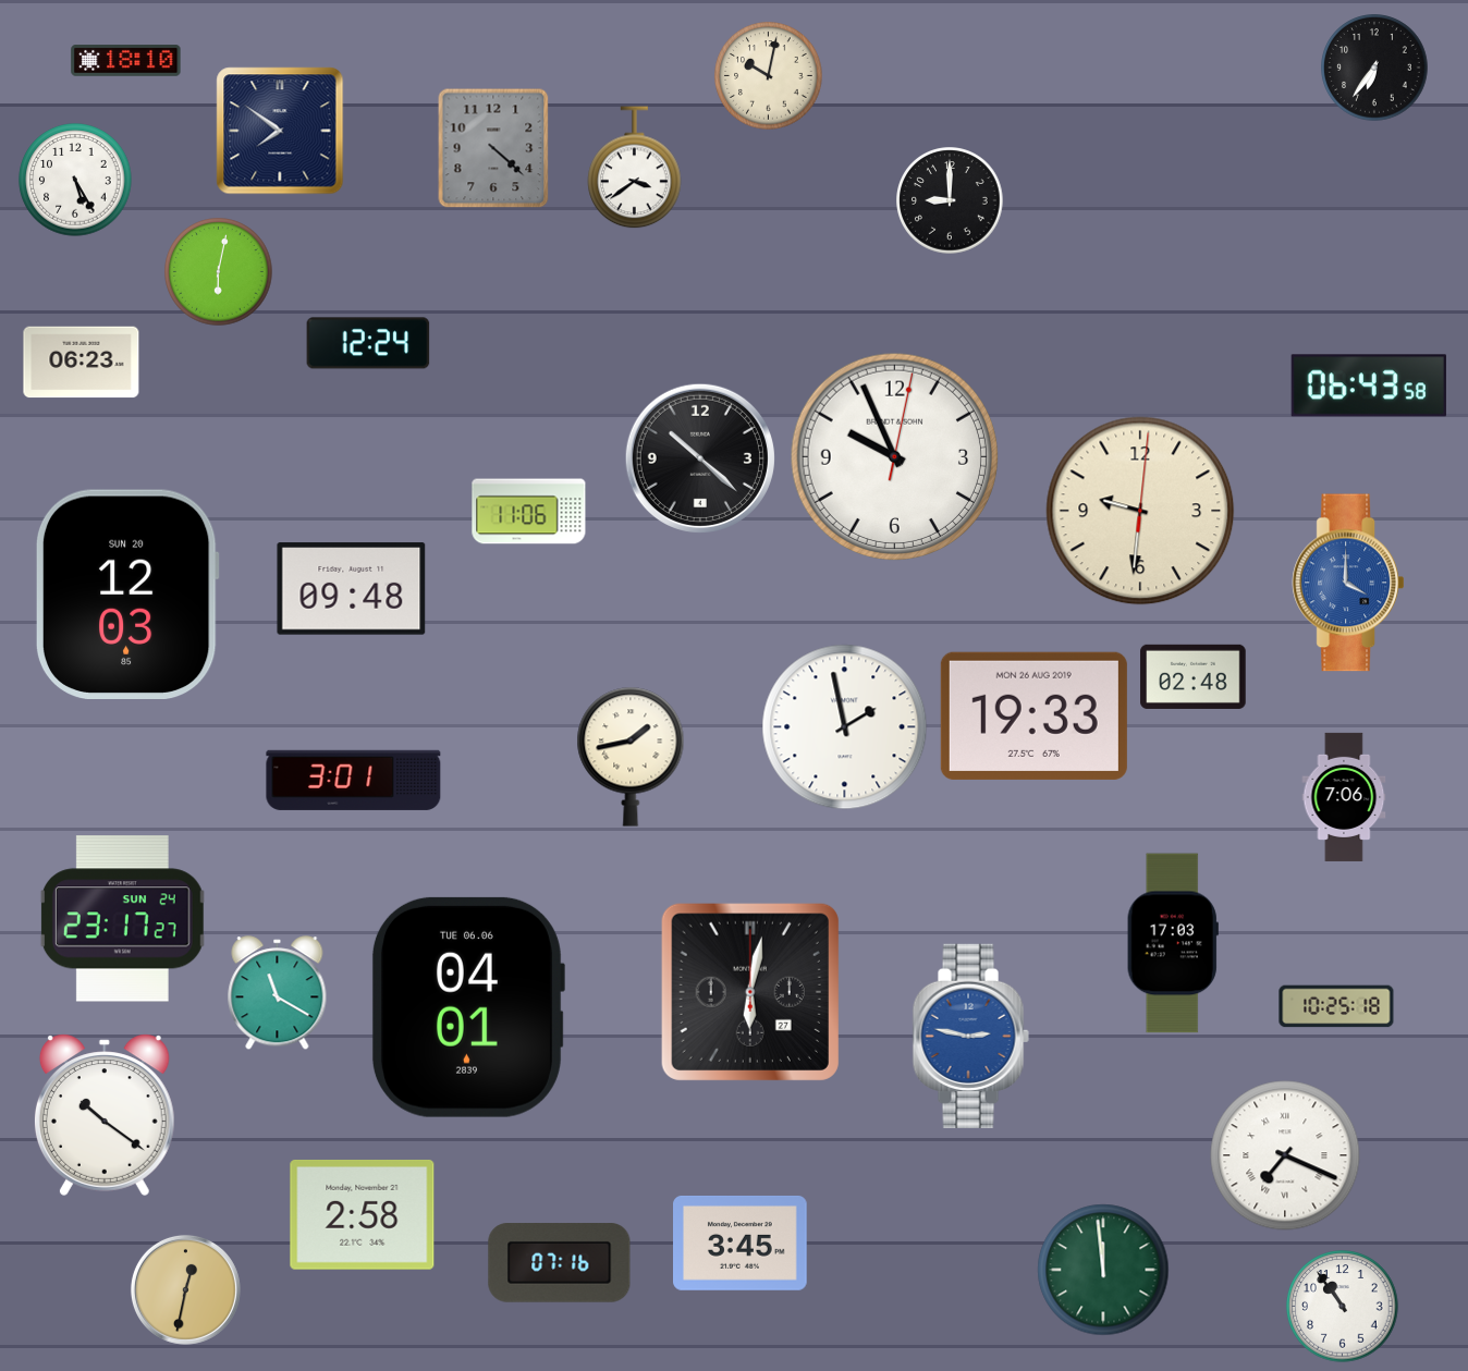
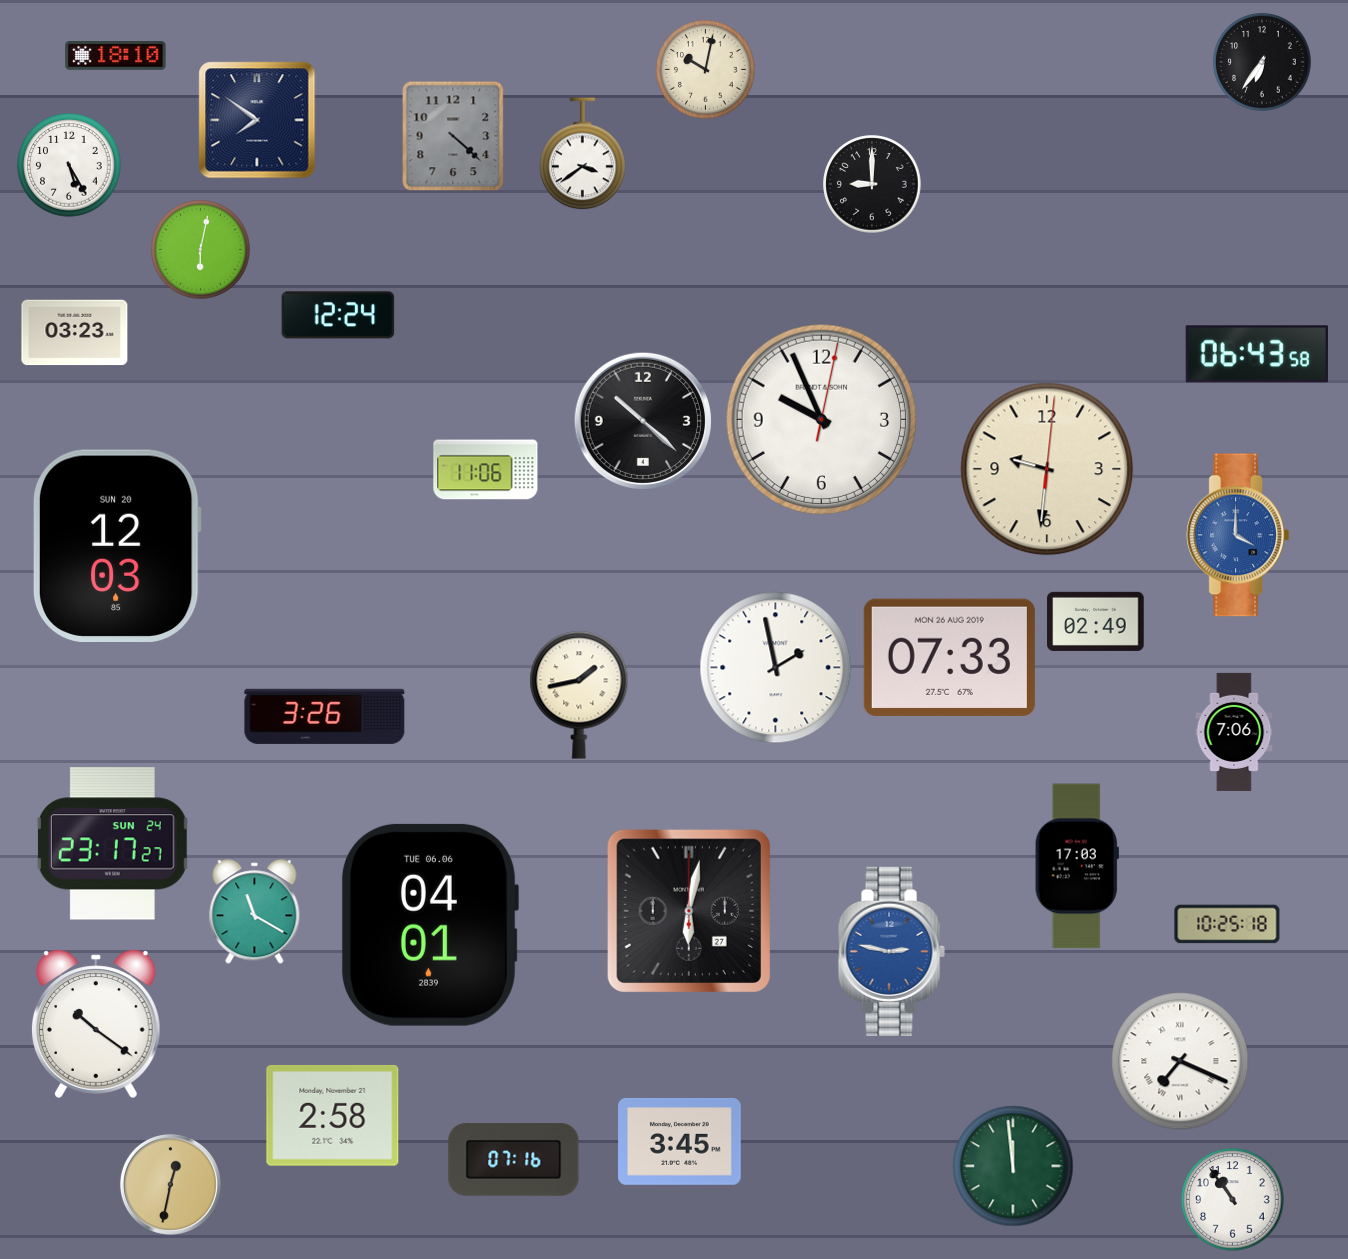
clock at (82, 363): 06:23 -> 03:23
clock at (352, 589): 09:48 -> none
clock at (1194, 676): 02:48 -> 02:49
clock at (1033, 715): 19:33 -> 07:33
clock at (354, 780): 3:01 -> 3:26
